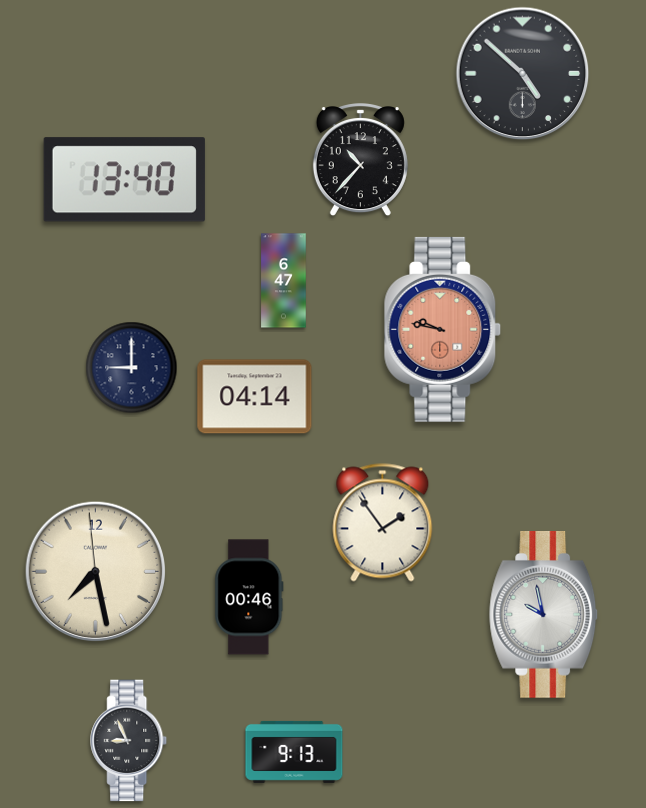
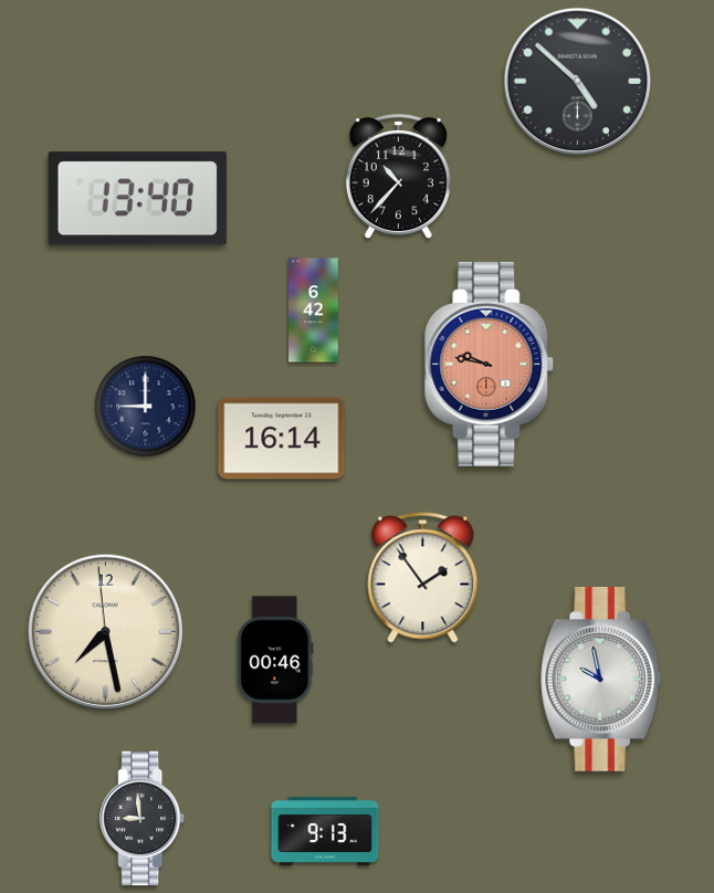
clock at (284, 281): 6:47 -> 6:42
clock at (255, 397): 04:14 -> 16:14
clock at (129, 741): 8:56 -> 8:59
